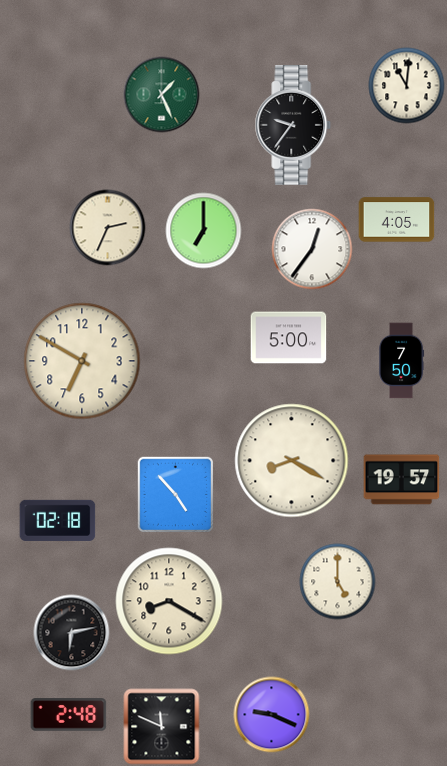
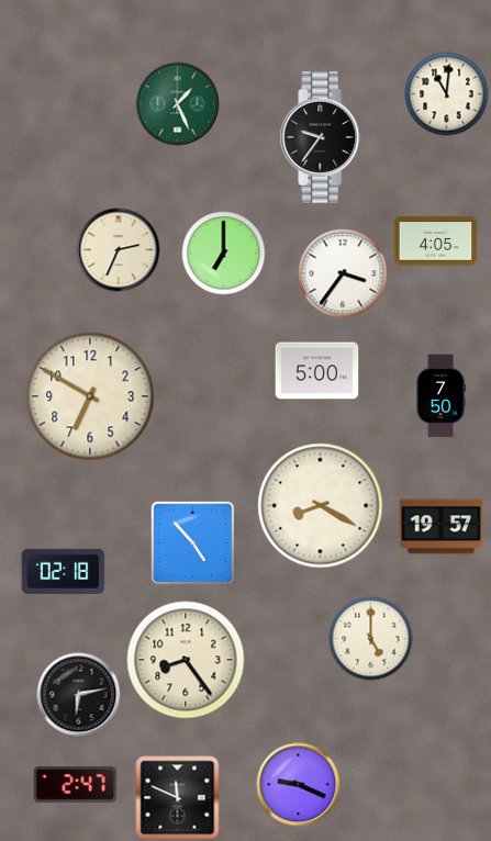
clock at (312, 249): 12:36 -> 3:36
clock at (169, 601): 8:20 -> 8:24
clock at (69, 715): 2:48 -> 2:47
